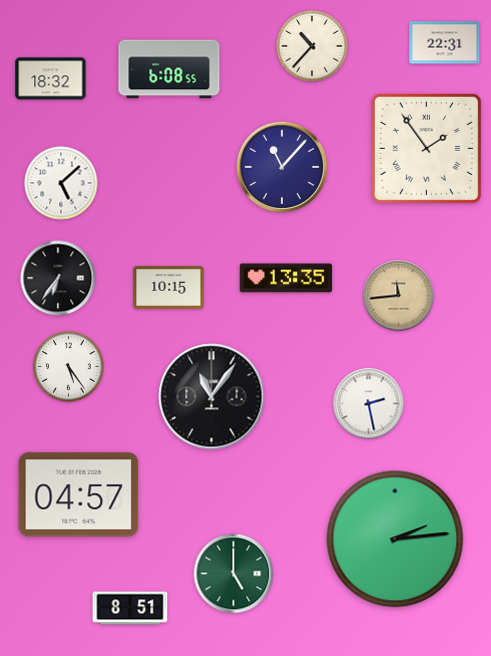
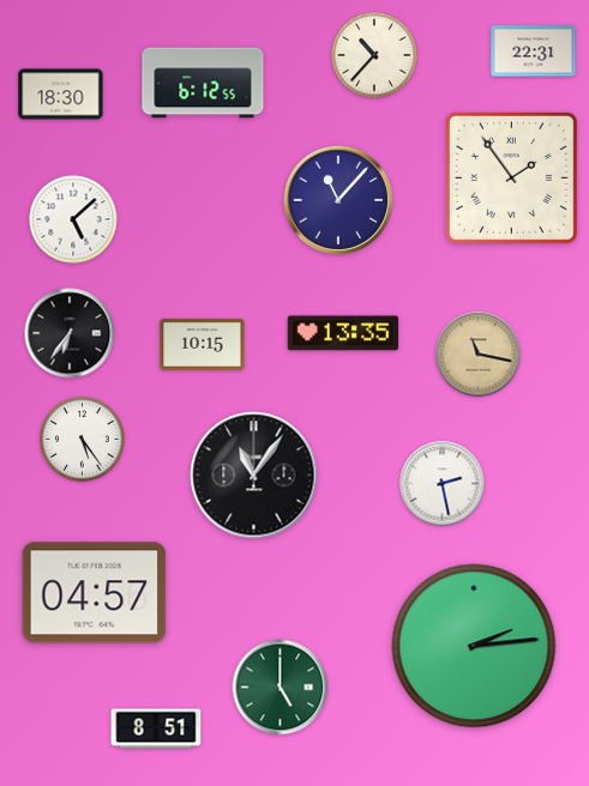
clock at (169, 69): 6:08 -> 6:12
clock at (51, 79): 18:32 -> 18:30
clock at (399, 296): 11:44 -> 11:17
